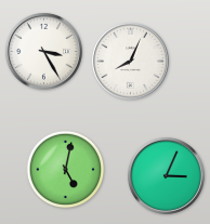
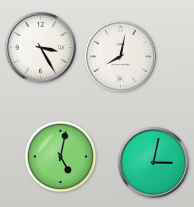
clock at (130, 61): 8:04 -> 8:02
clock at (166, 175): 3:04 -> 3:02
